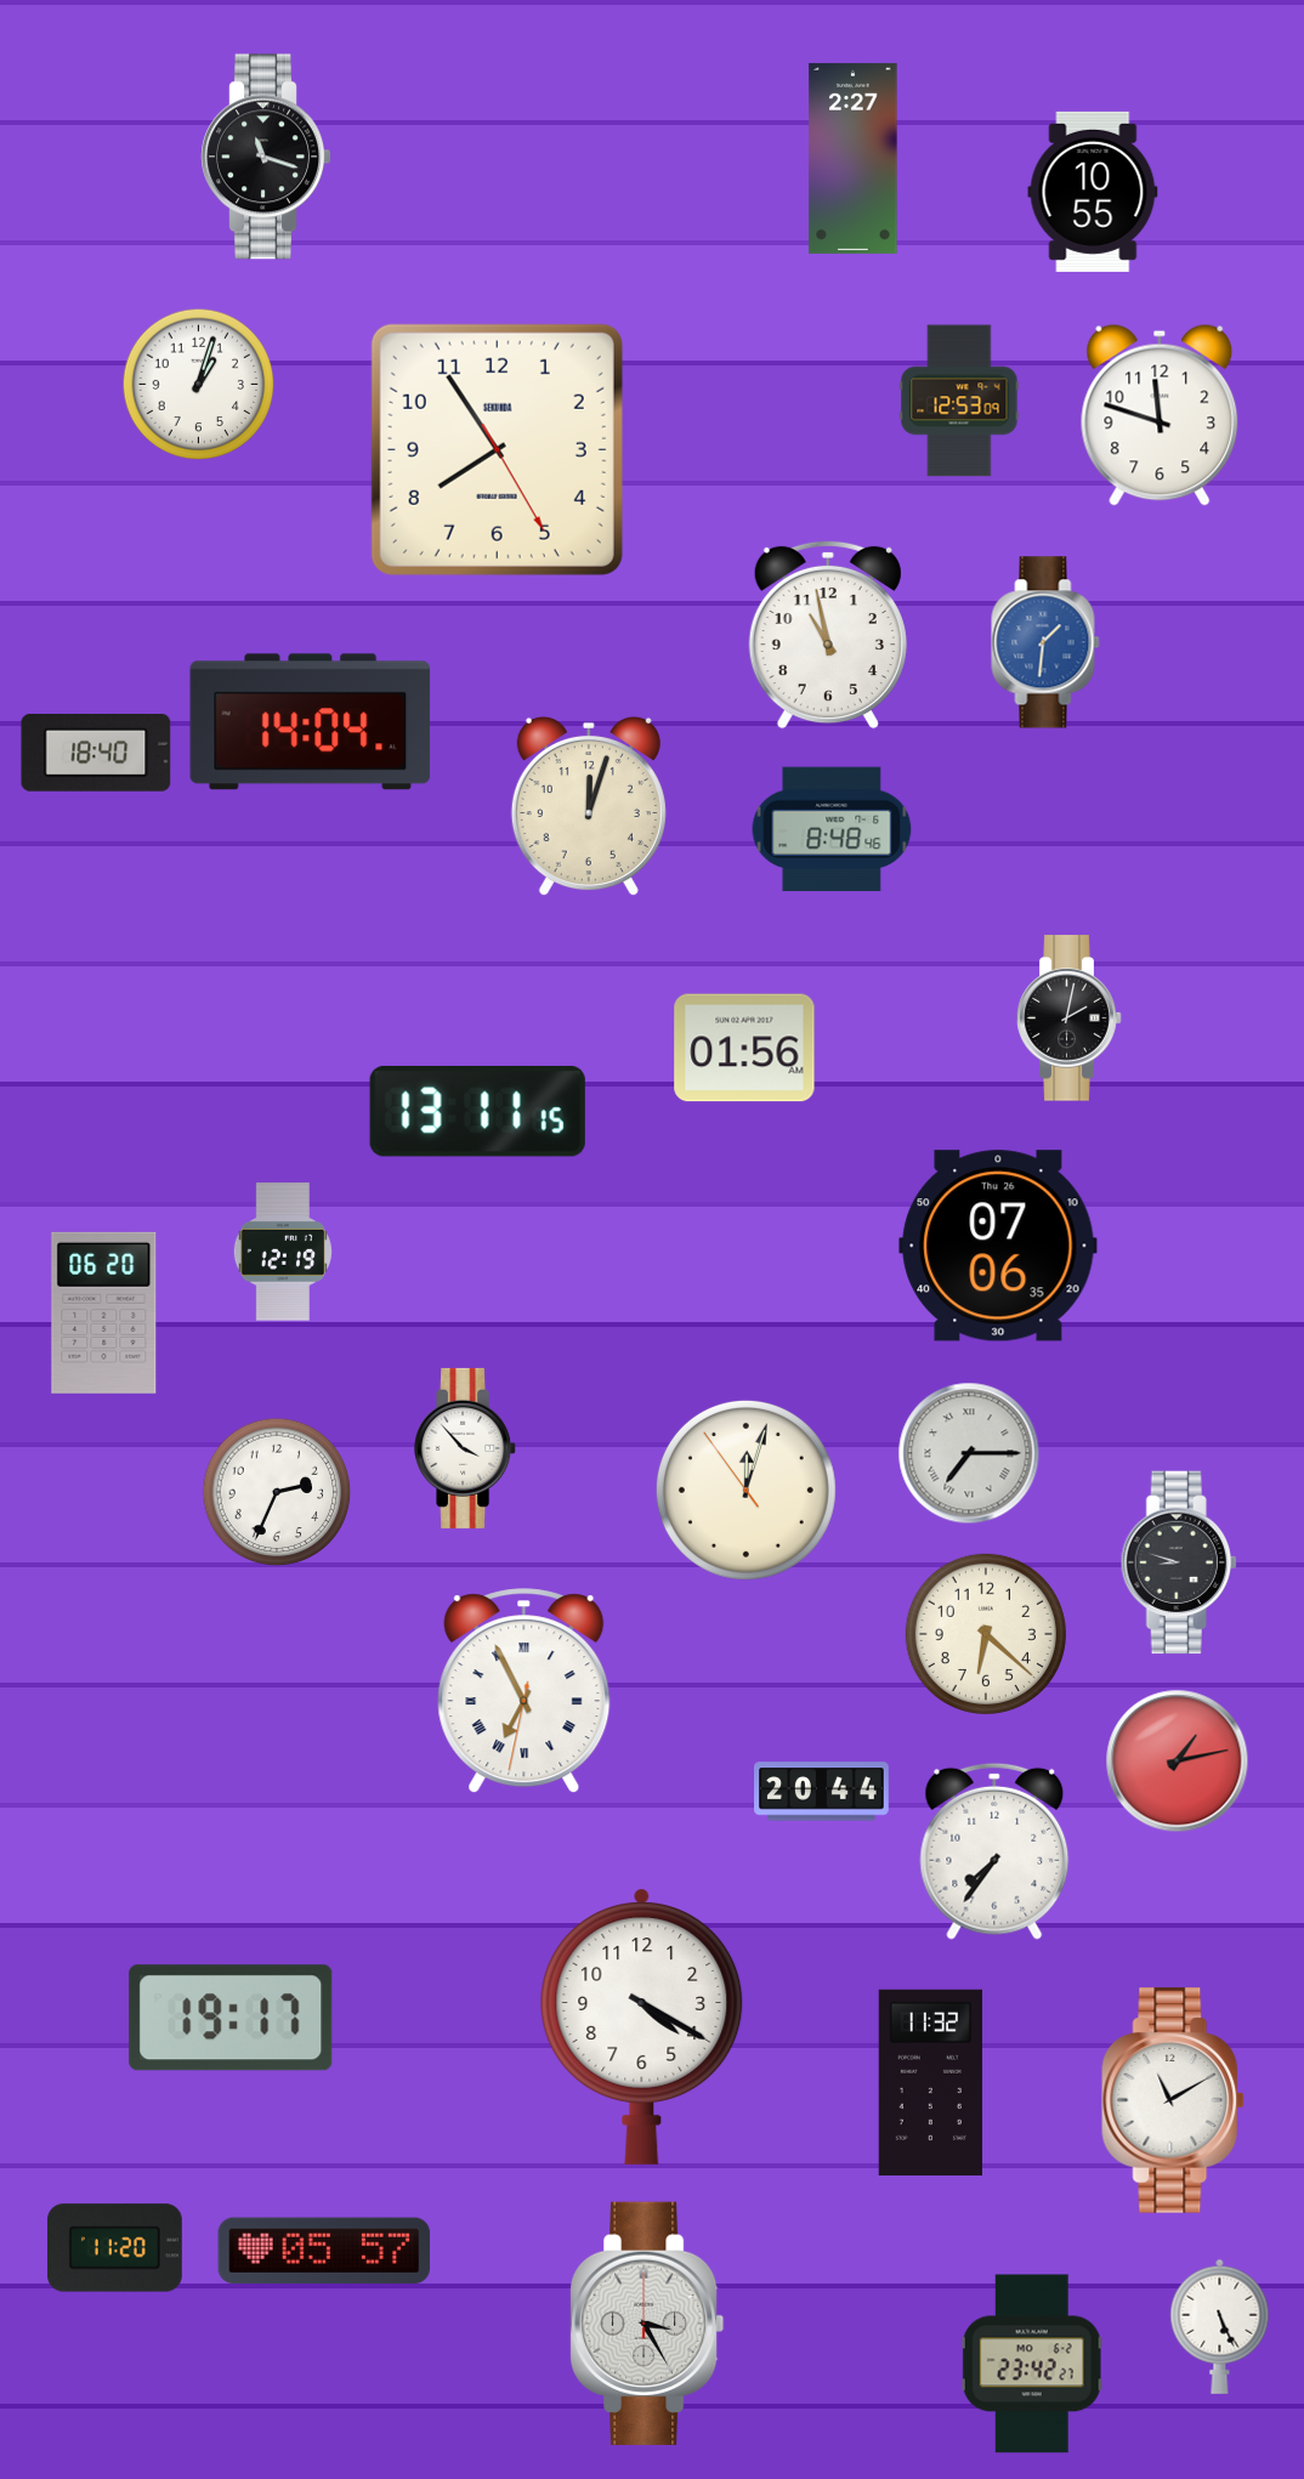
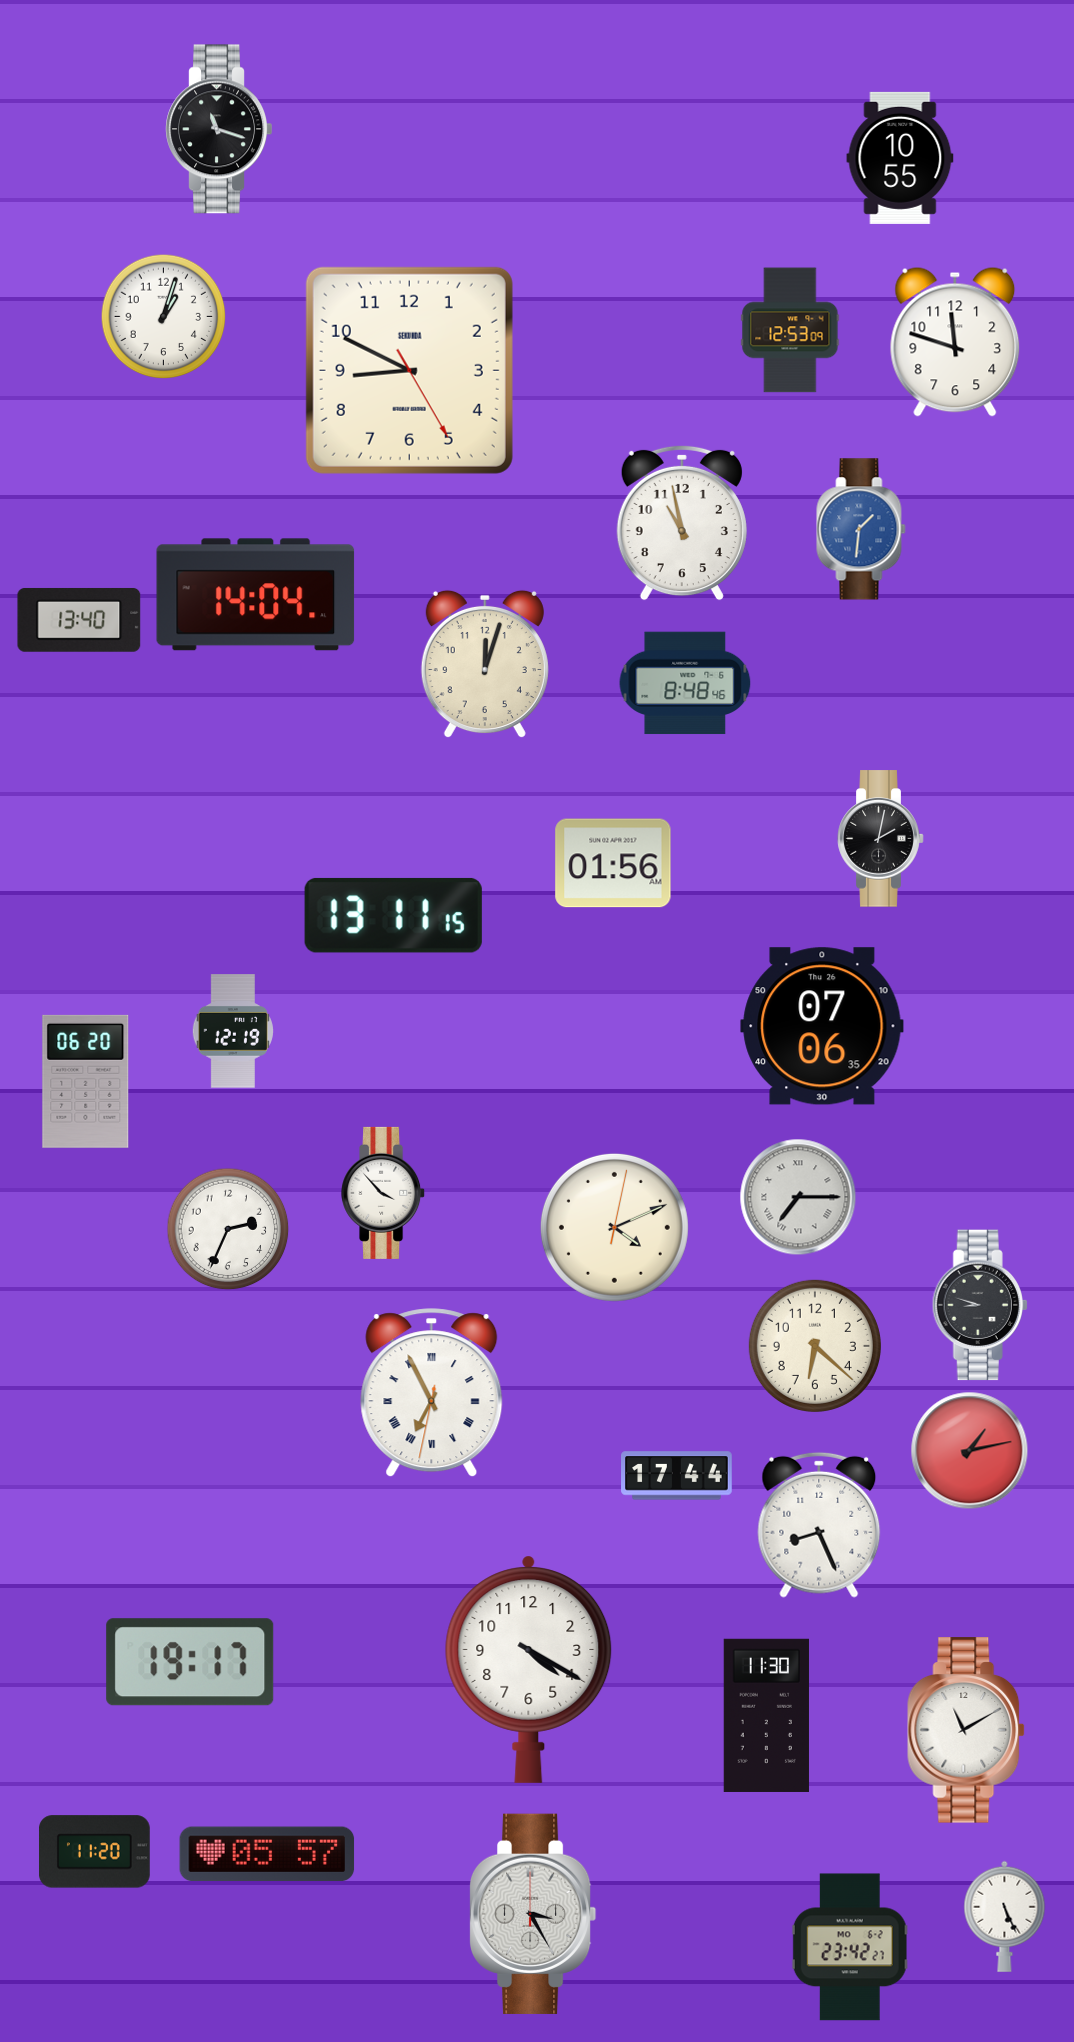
clock at (854, 158): 2:27 -> none
clock at (497, 449): 7:54 -> 8:49
clock at (96, 753): 18:40 -> 13:40
clock at (745, 1490): 12:02 -> 4:11
clock at (1179, 1562) position: (1179, 1562) -> (980, 1305)
clock at (986, 1634) position: (986, 1634) -> (815, 1346)
clock at (822, 1792): 20:44 -> 17:44
clock at (994, 1851): 7:36 -> 8:26
clock at (930, 2082): 11:32 -> 11:30
